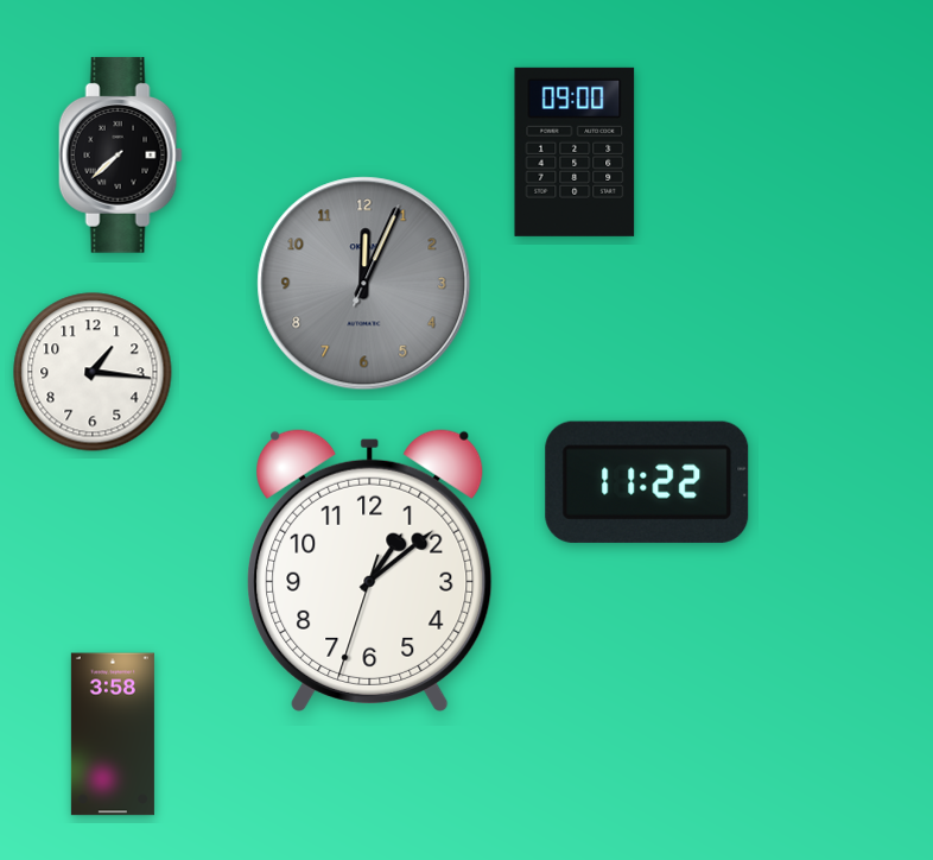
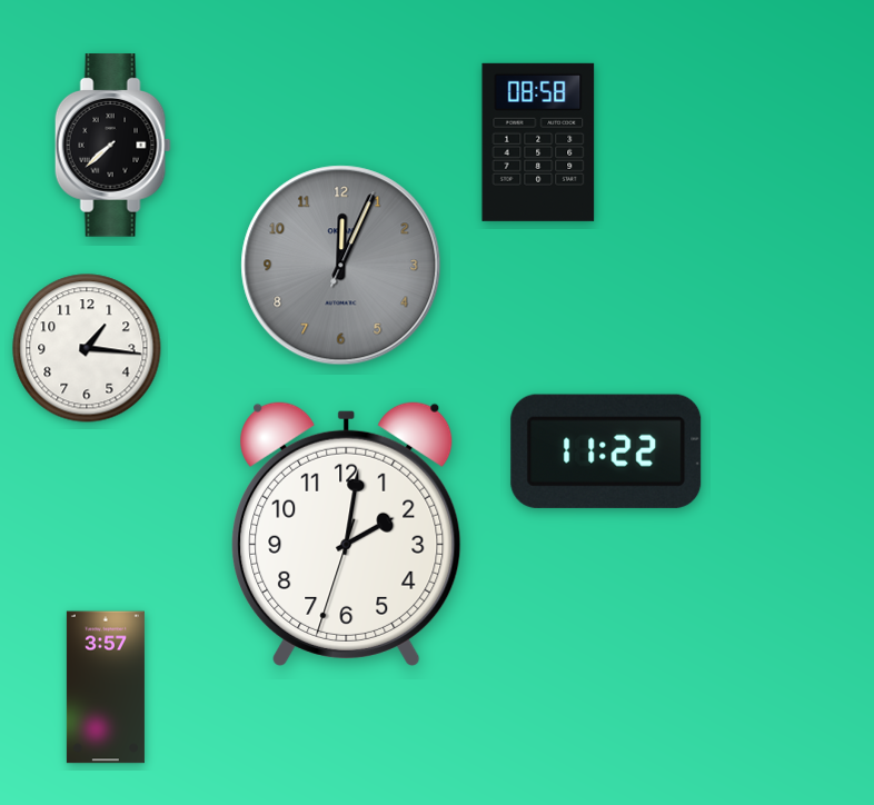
clock at (575, 152): 09:00 -> 08:58
clock at (370, 570): 1:08 -> 2:01
clock at (113, 734): 3:58 -> 3:57
